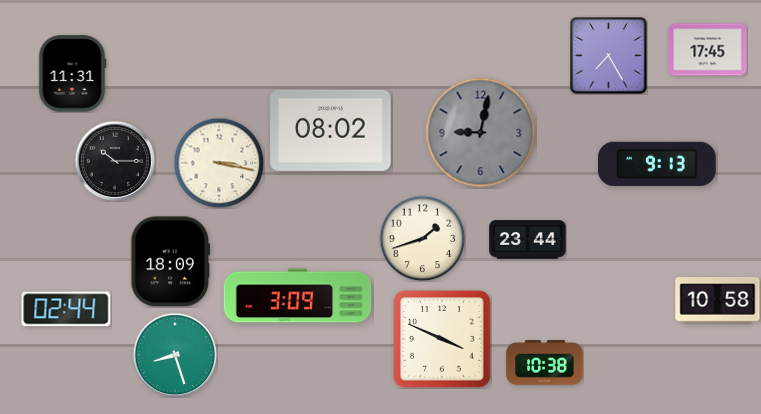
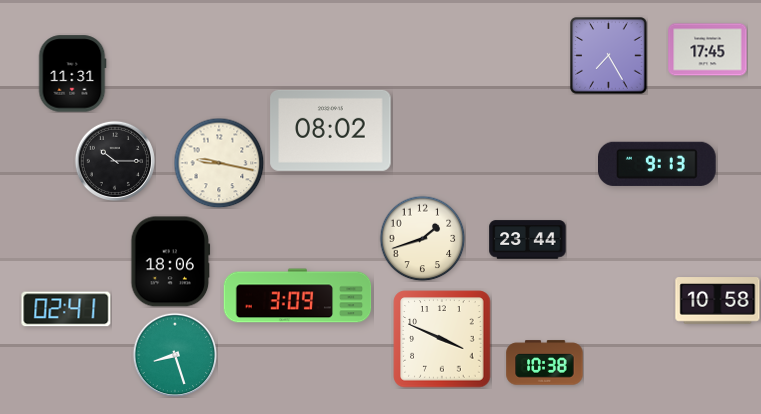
clock at (481, 133): 9:02 -> none
clock at (219, 163): 3:17 -> 9:17
clock at (171, 262): 18:09 -> 18:06
clock at (66, 309): 02:44 -> 02:41
